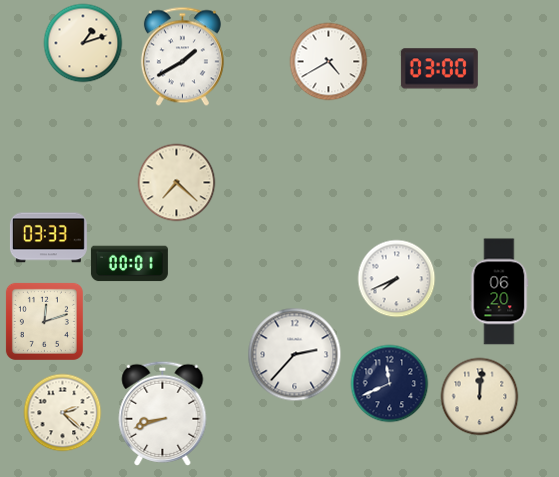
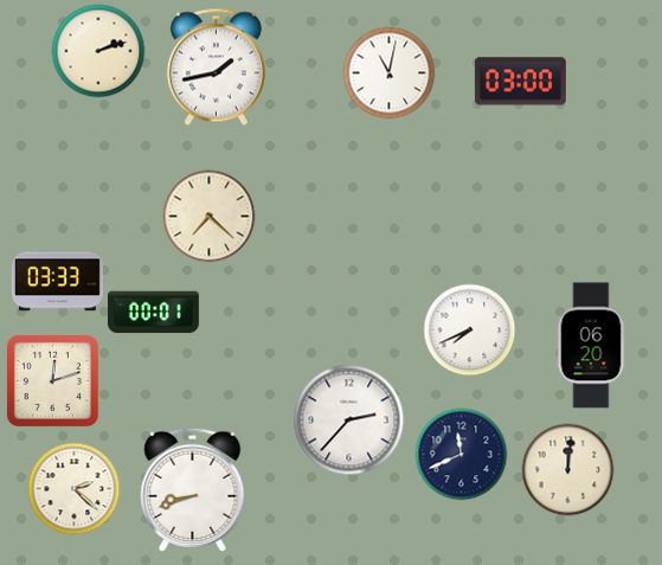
clock at (83, 43): 1:12 -> 2:12
clock at (182, 56): 1:40 -> 1:43
clock at (328, 61): 4:40 -> 11:02
